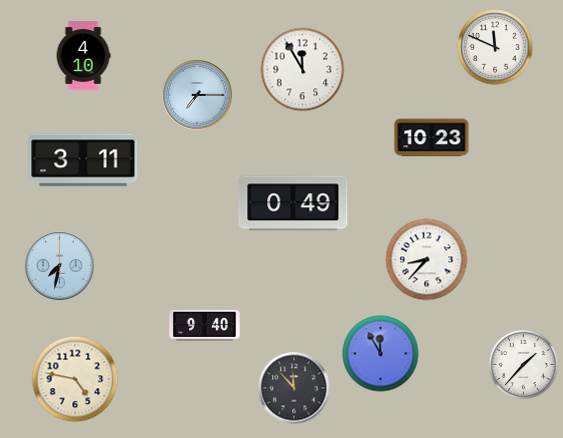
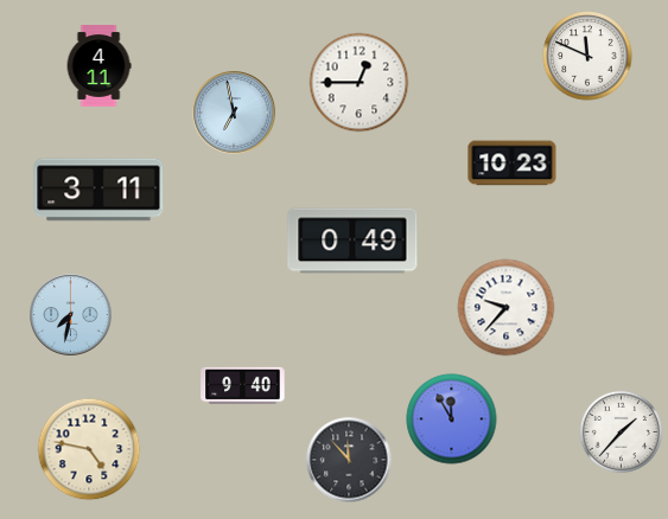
clock at (83, 56): 4:10 -> 4:11
clock at (303, 70): 11:55 -> 12:45
clock at (197, 95): 7:15 -> 6:58
clock at (293, 203) position: (293, 203) -> (352, 241)
clock at (427, 260): 8:37 -> 9:37
